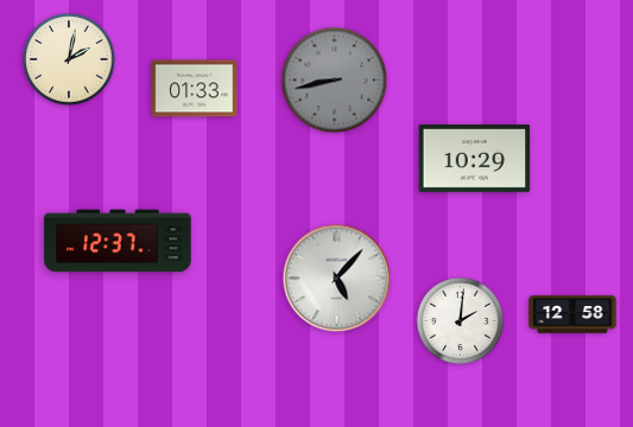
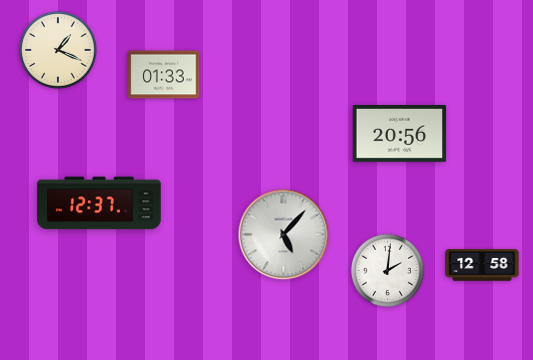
clock at (69, 59): 2:02 -> 1:19
clock at (335, 81): 8:43 -> none
clock at (475, 158): 10:29 -> 20:56
